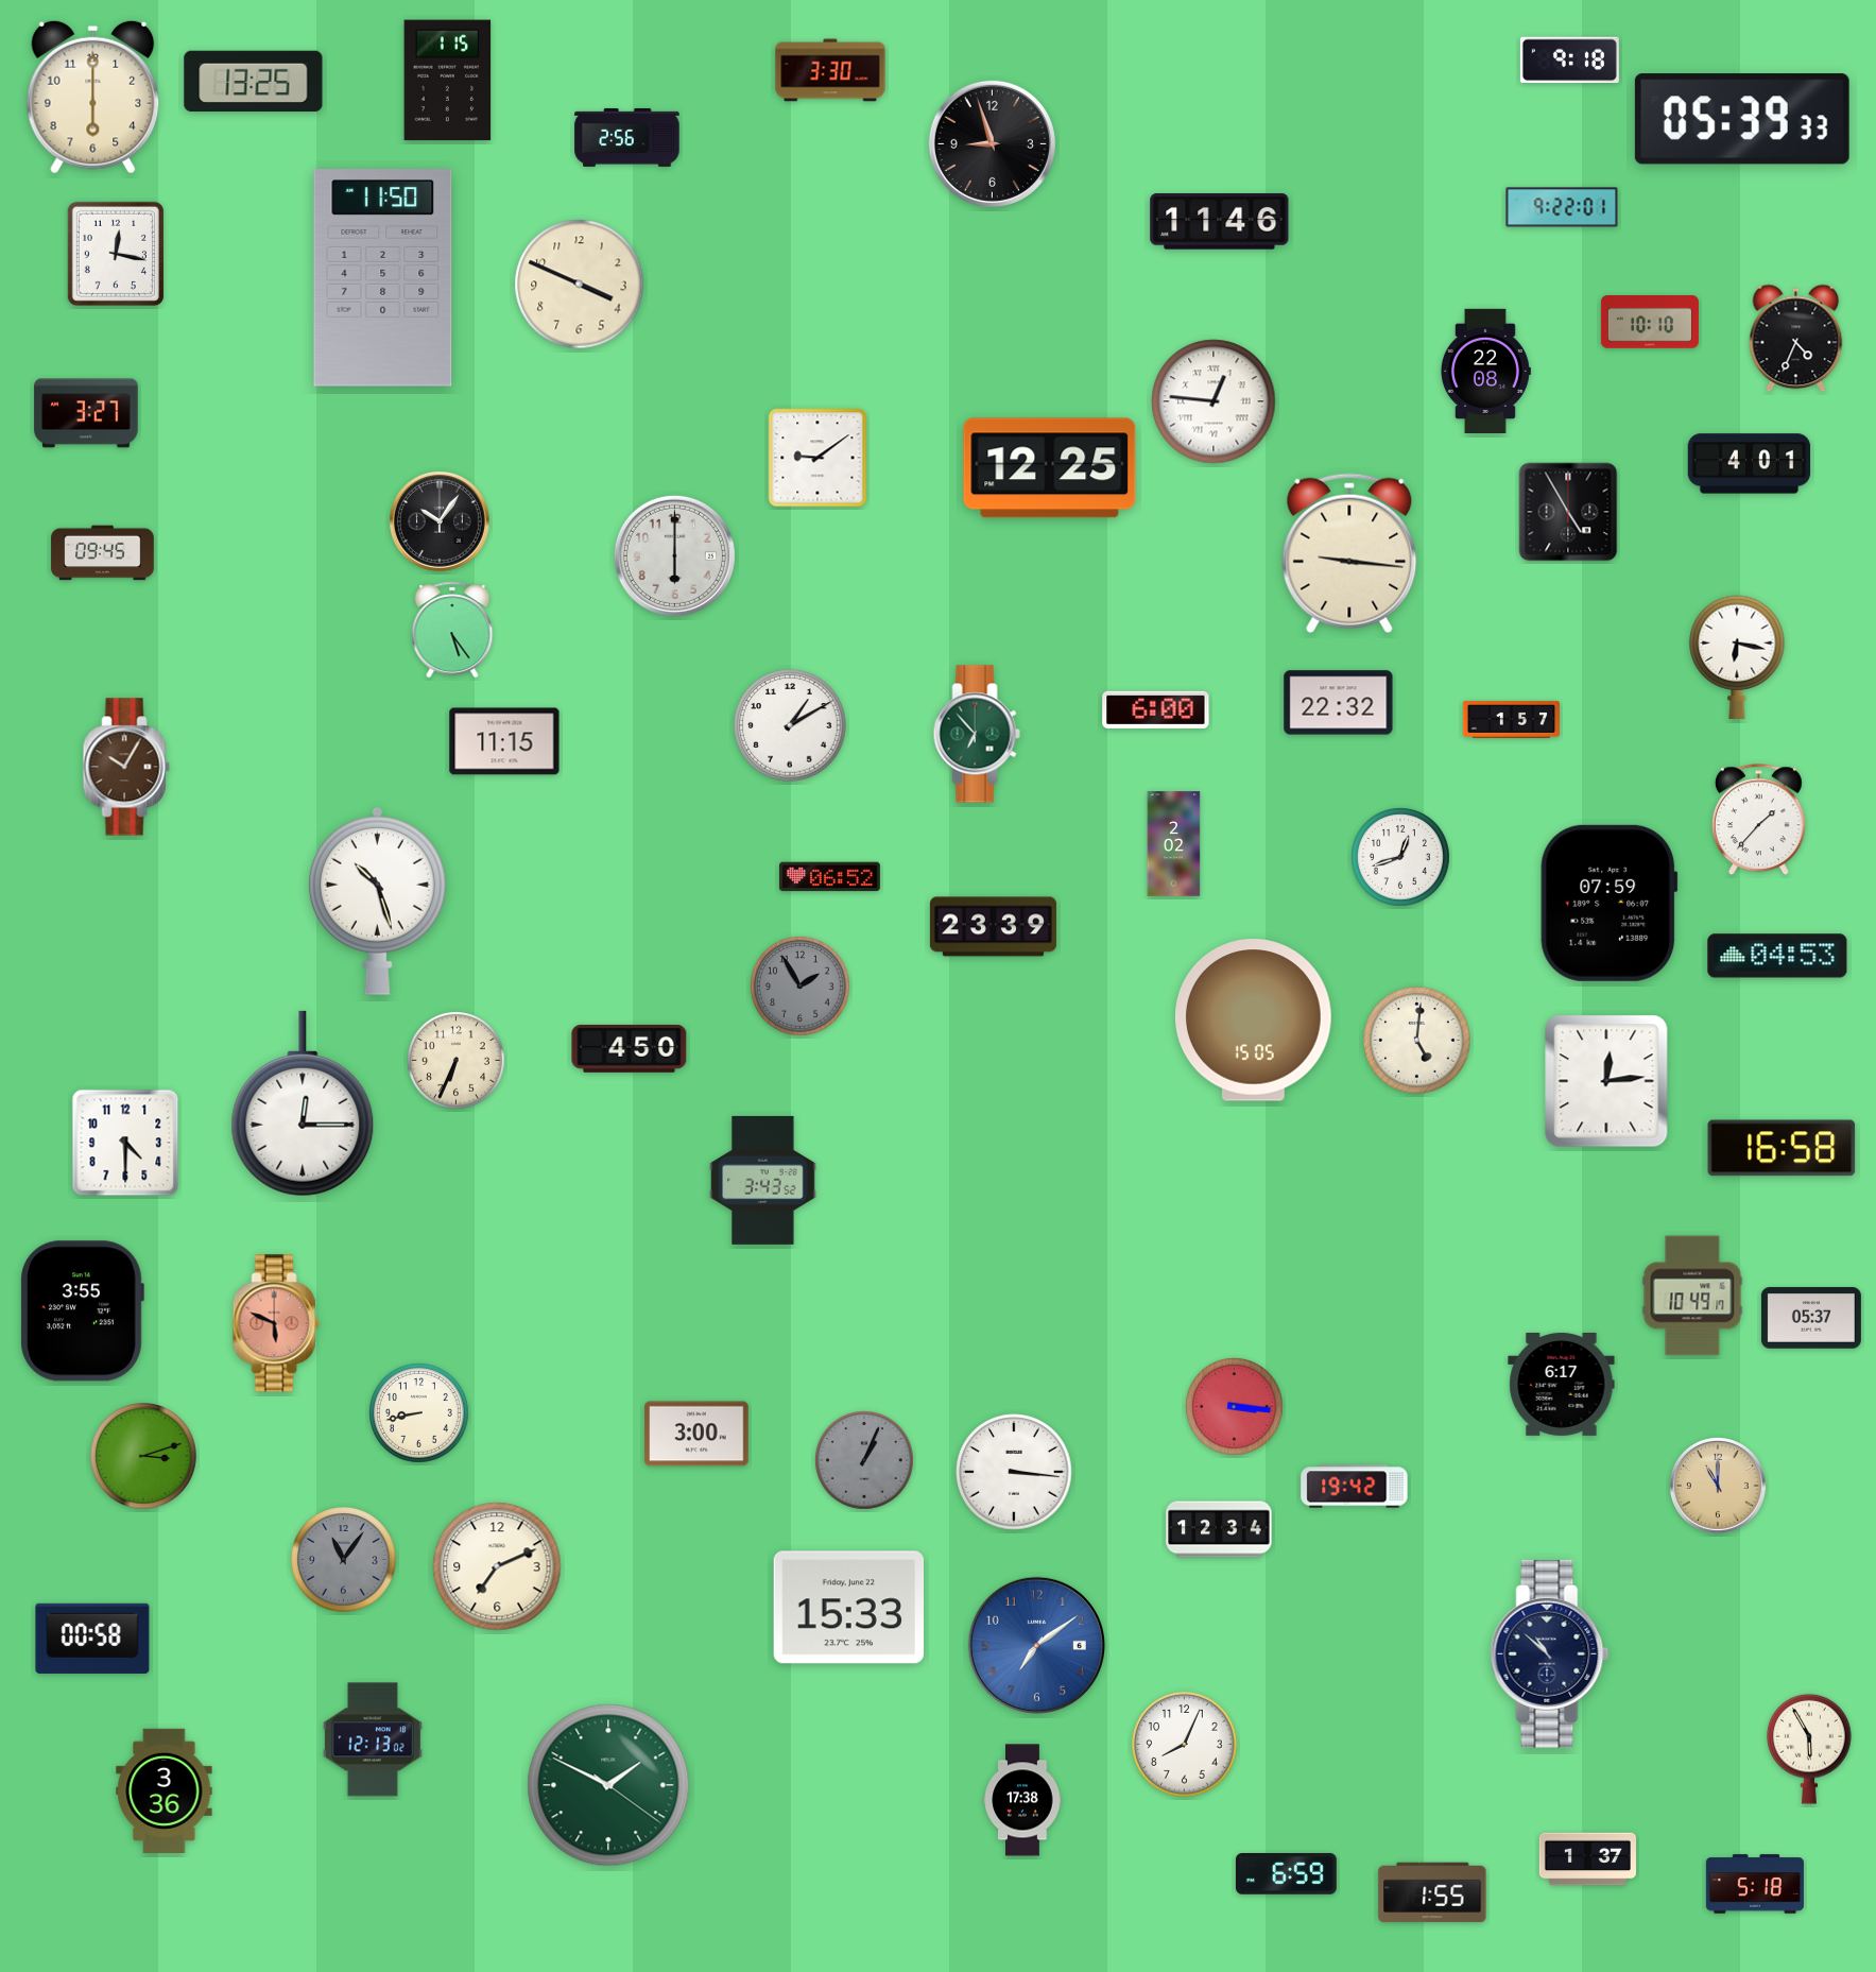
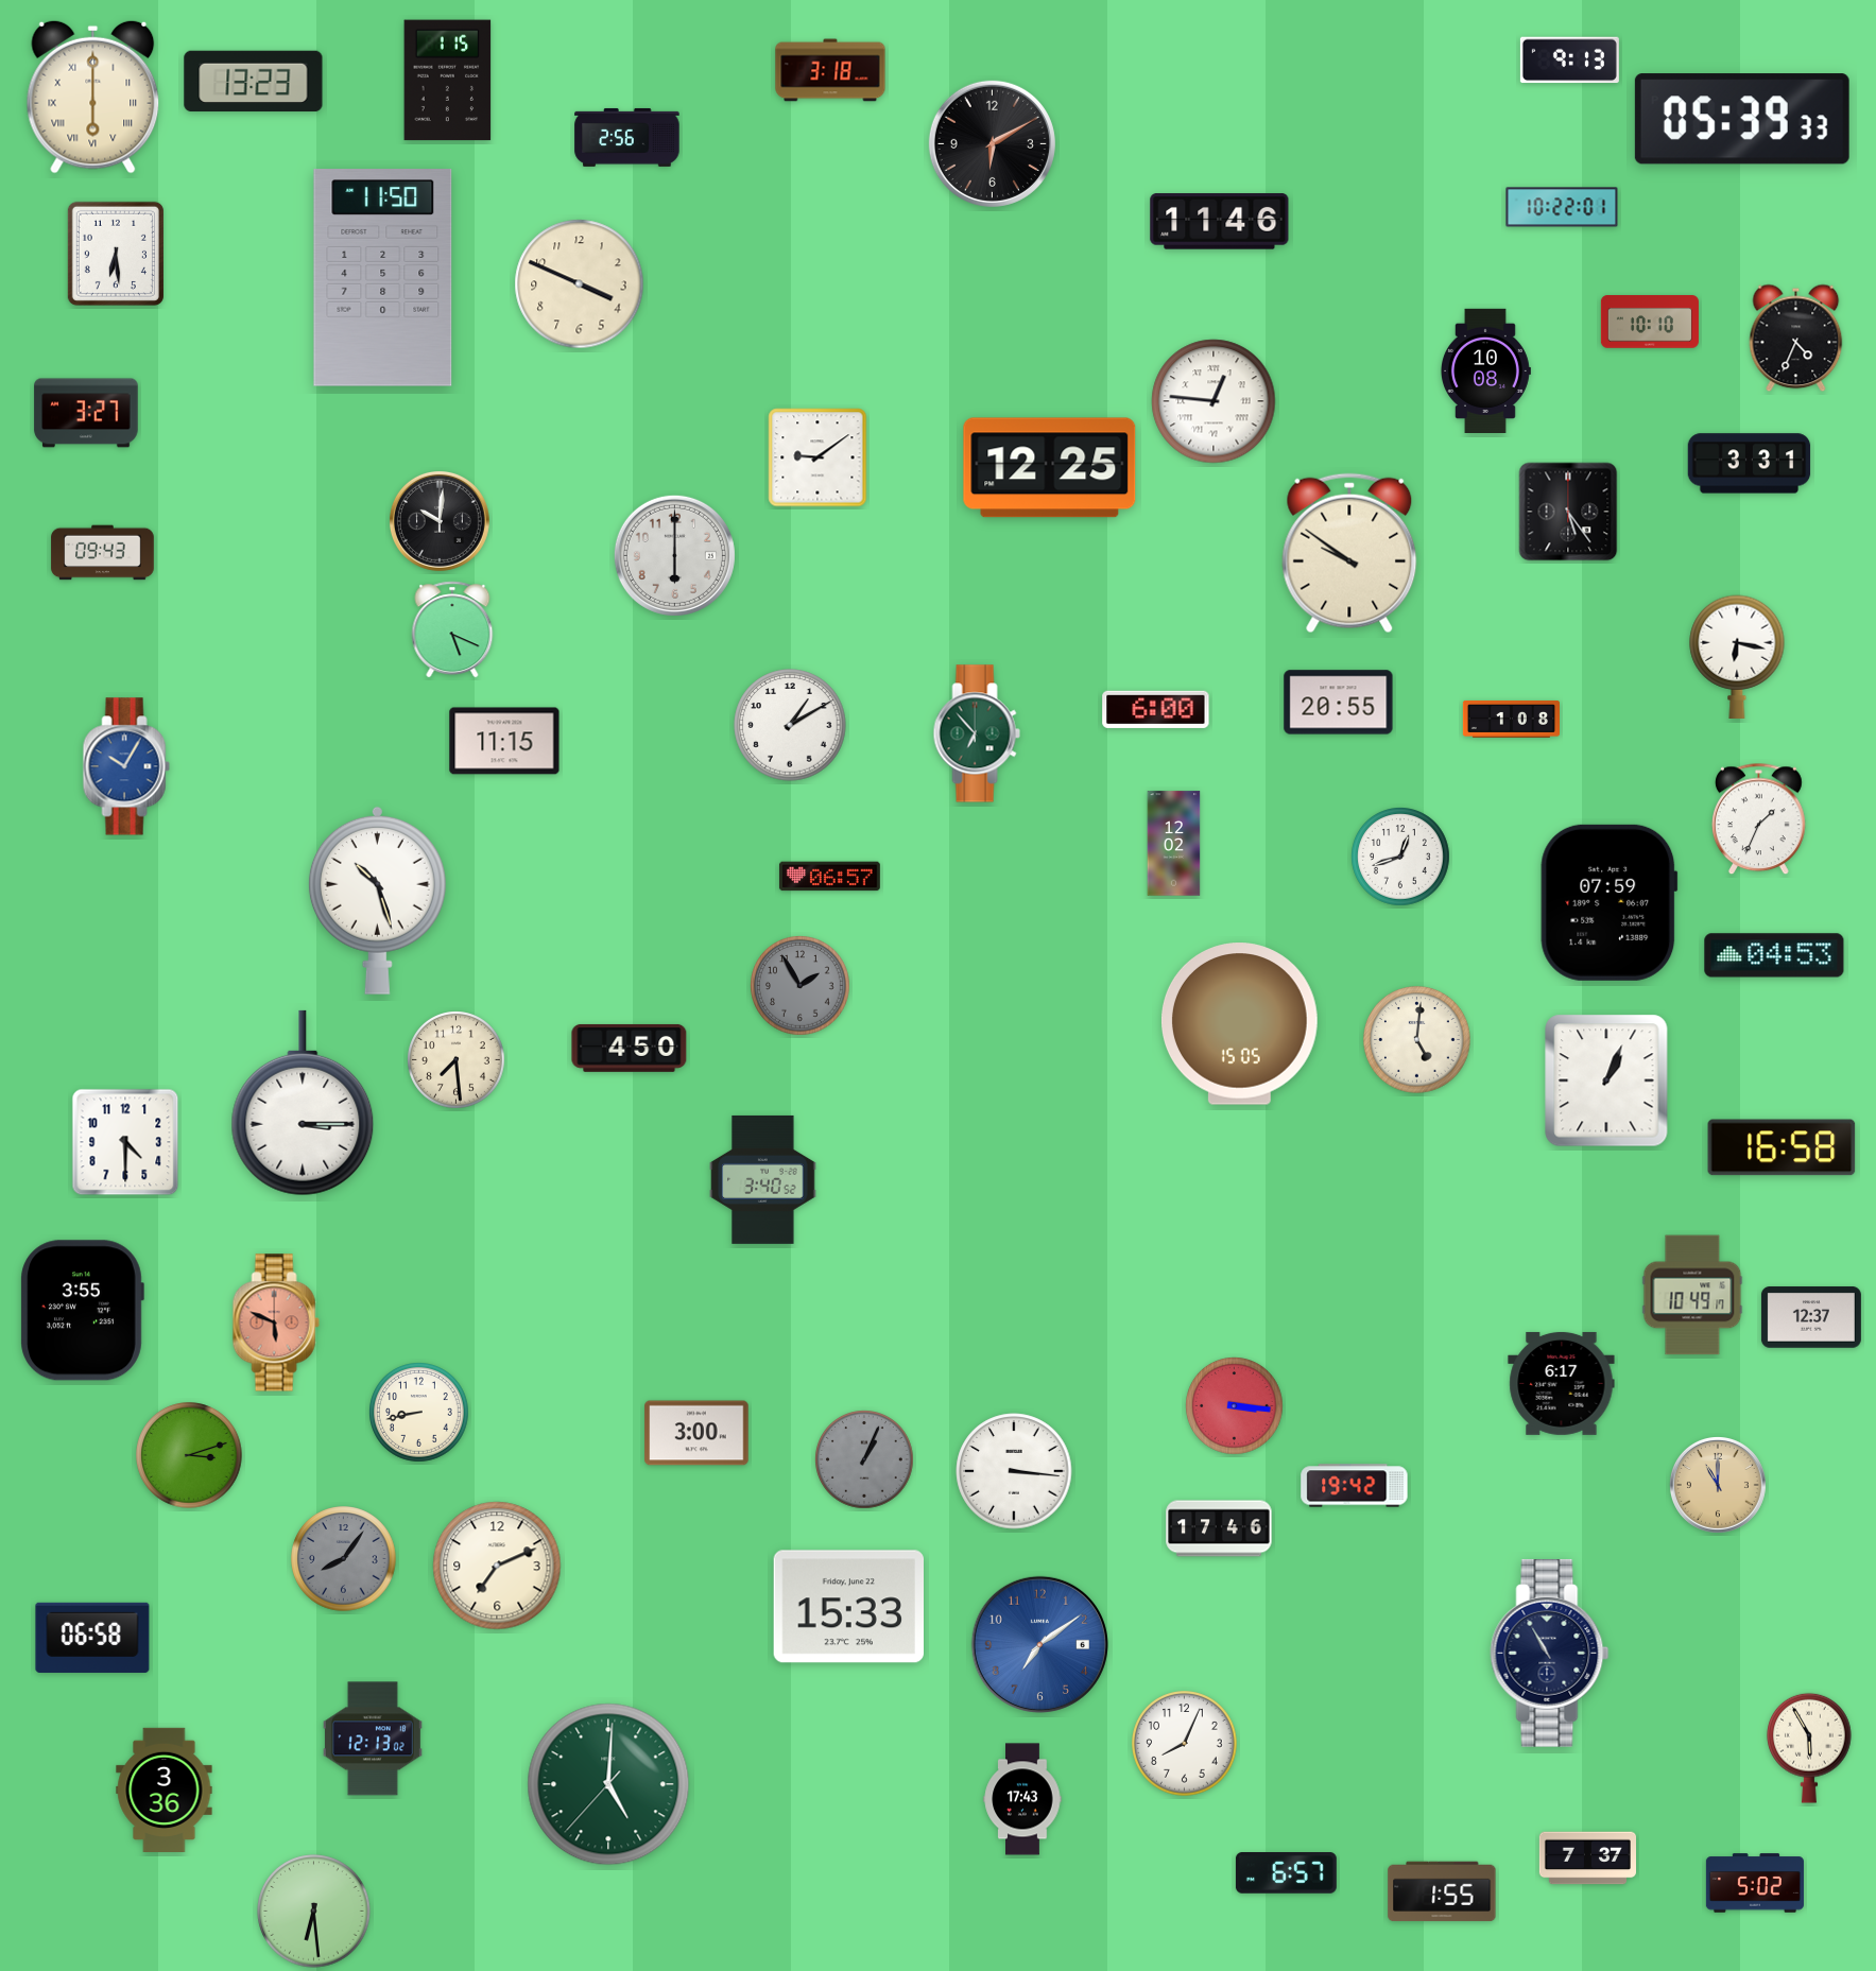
clock at (1569, 61): 9:18 -> 9:13
clock at (830, 70): 3:30 -> 3:18
clock at (254, 82): 13:25 -> 13:23
clock at (93, 97) numerals: Arabic -> Roman
clock at (992, 143): 8:57 -> 6:10
clock at (1562, 207): 9:22 -> 10:22
clock at (116, 254): 12:17 -> 6:29
clock at (1486, 371): 22:08 -> 10:08
clock at (1750, 464): 4:01 -> 3:31
clock at (1568, 512): 4:55 -> 5:24
clock at (440, 521): 10:06 -> 10:01
clock at (103, 553): 09:45 -> 09:43
clock at (1349, 553): 9:16 -> 9:51
clock at (452, 630): 5:24 -> 5:19
clock at (1339, 703): 22:32 -> 20:55
clock at (1511, 719): 1:57 -> 1:08
clock at (126, 767) dial: brown -> blue
clock at (1759, 820): 1:37 -> 1:34
clock at (1174, 844): 2:02 -> 12:02
clock at (829, 877): 06:52 -> 06:57
clock at (993, 927): 23:39 -> none
clock at (1777, 956) position: (1777, 956) -> (1774, 955)
clock at (1253, 1021) position: (1253, 1021) -> (1239, 1024)
clock at (457, 1061): 6:34 -> 7:29
clock at (1606, 1081): 12:14 -> 1:04
clock at (303, 1103): 12:15 -> 3:15
clock at (763, 1180): 3:43 -> 3:40
clock at (1811, 1318): 05:37 -> 12:37
clock at (143, 1456) position: (143, 1456) -> (189, 1455)
clock at (1219, 1529): 12:34 -> 17:46
clock at (344, 1560): 11:06 -> 8:06
clock at (92, 1639): 00:58 -> 06:58
clock at (1036, 1645) position: (1036, 1645) -> (1039, 1644)
clock at (1550, 1654): 10:52 -> 10:55
clock at (608, 1785): 1:49 -> 5:00
clock at (1022, 1800): 17:38 -> 17:43
clock at (1587, 1859): 1:37 -> 7:37
clock at (1286, 1874): 6:59 -> 6:57
clock at (1755, 1884): 5:18 -> 5:02
clock at (1432, 1892) position: (1432, 1892) -> (1442, 1891)
clock at (314, 1912): none -> 6:29
